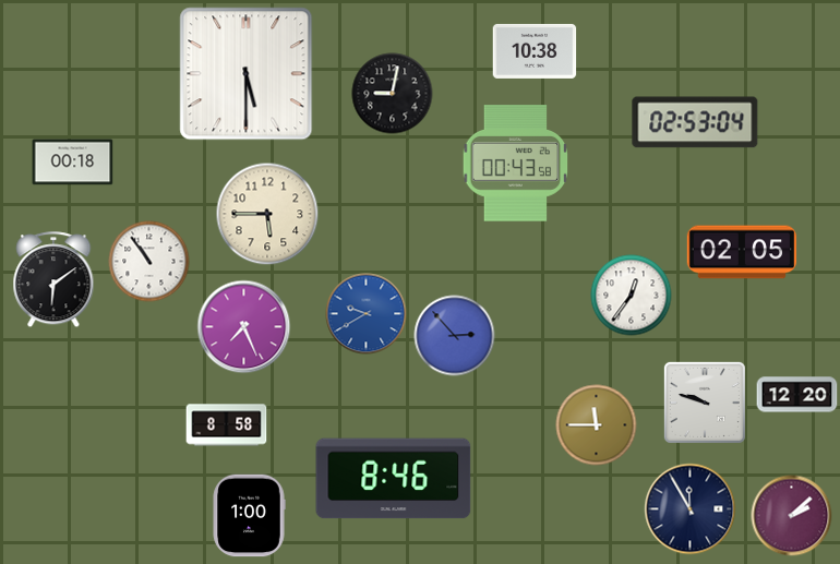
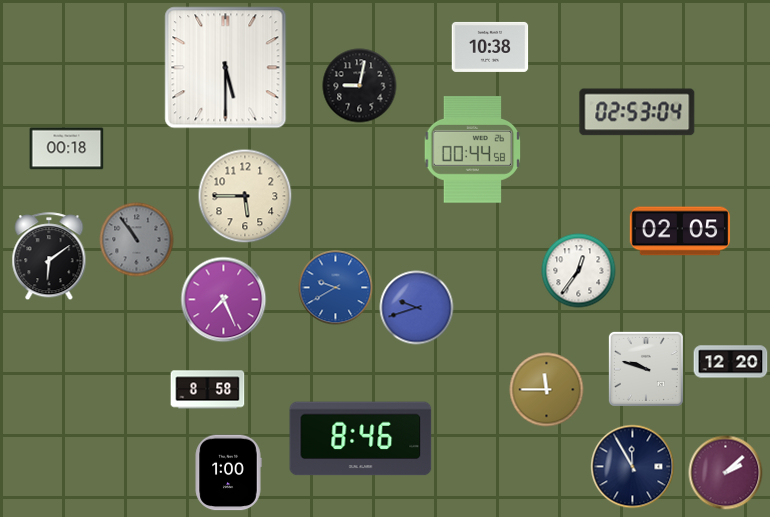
clock at (516, 164): 00:43 -> 00:44
clock at (149, 262) dial: white -> grey
clock at (455, 336): 2:53 -> 9:42
